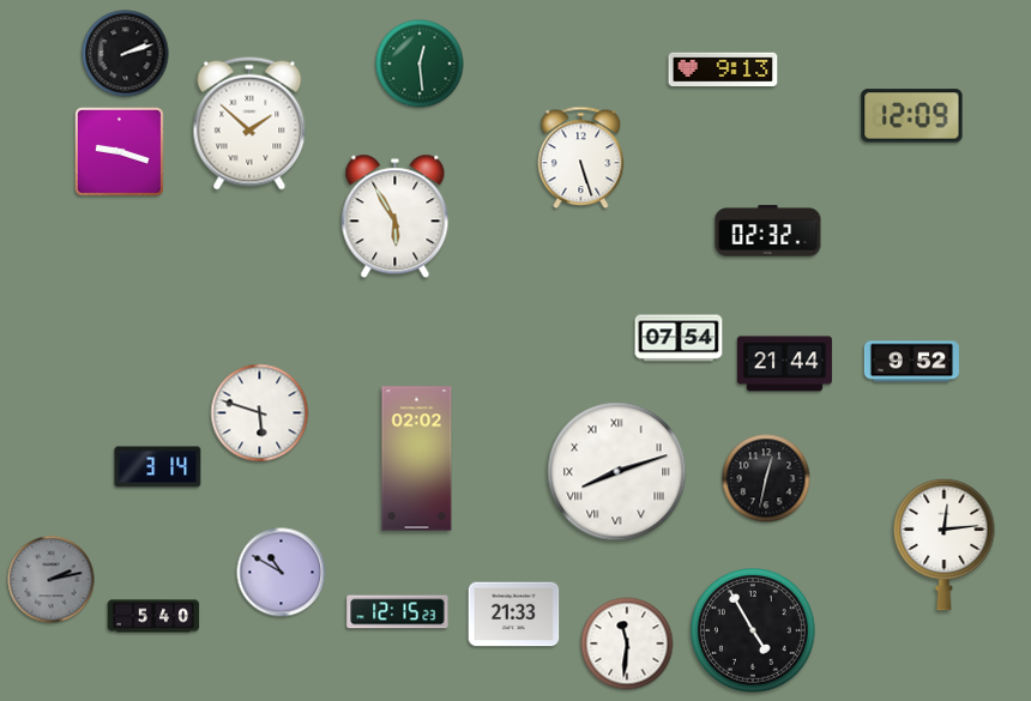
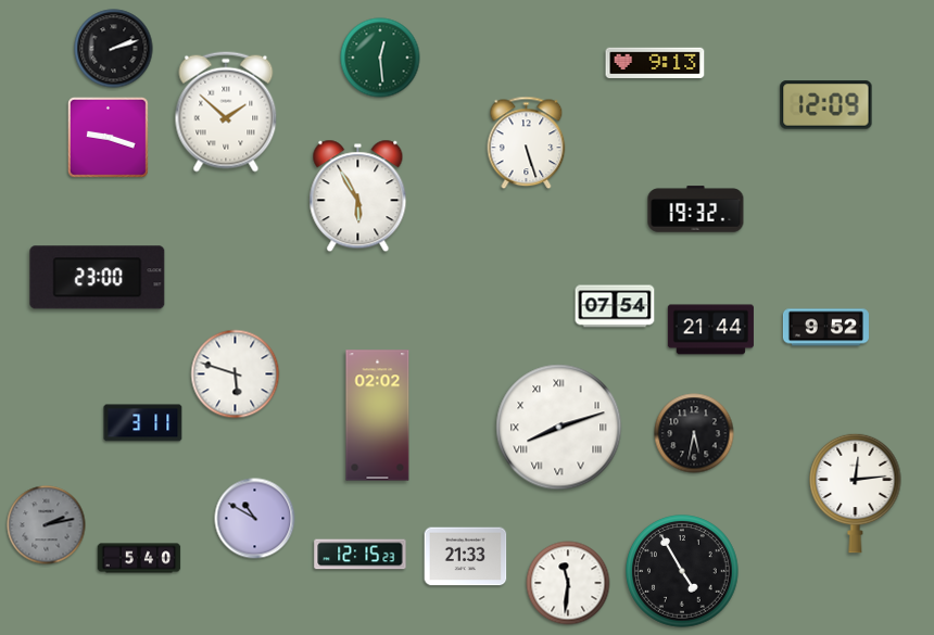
clock at (768, 231): 02:32 -> 19:32
clock at (98, 278): none -> 23:00
clock at (158, 467): 3:14 -> 3:11
clock at (766, 478): 12:32 -> 5:32
